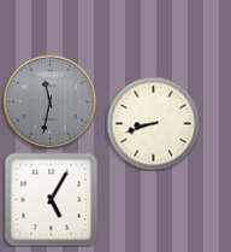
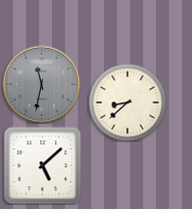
clock at (153, 123): 8:42 -> 8:38
clock at (51, 199): 5:05 -> 5:08
